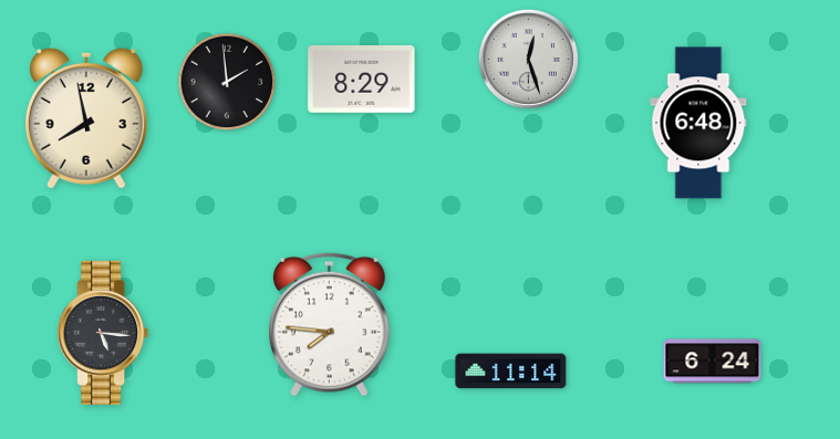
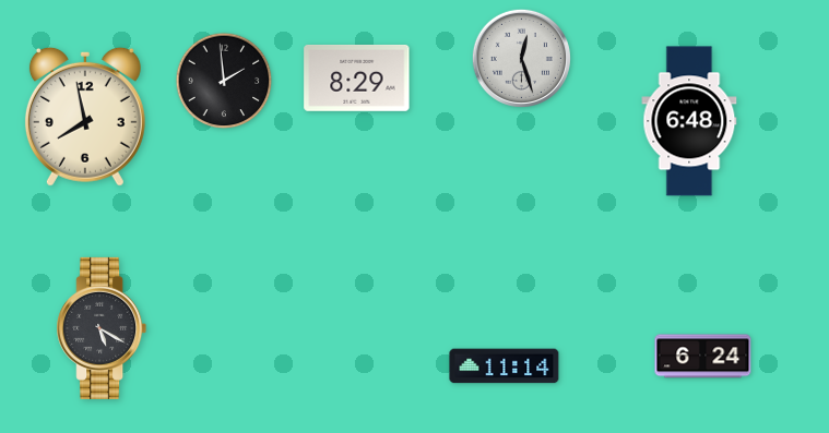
clock at (330, 324): 7:46 -> none
clock at (103, 333): 5:16 -> 5:20
